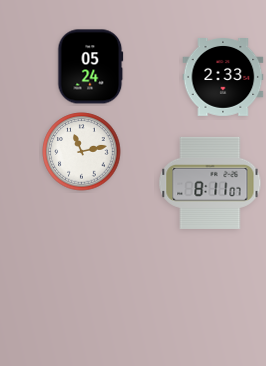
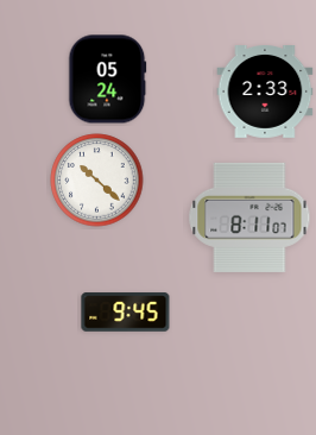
clock at (82, 152): 11:13 -> 10:22
clock at (126, 313): none -> 9:45
